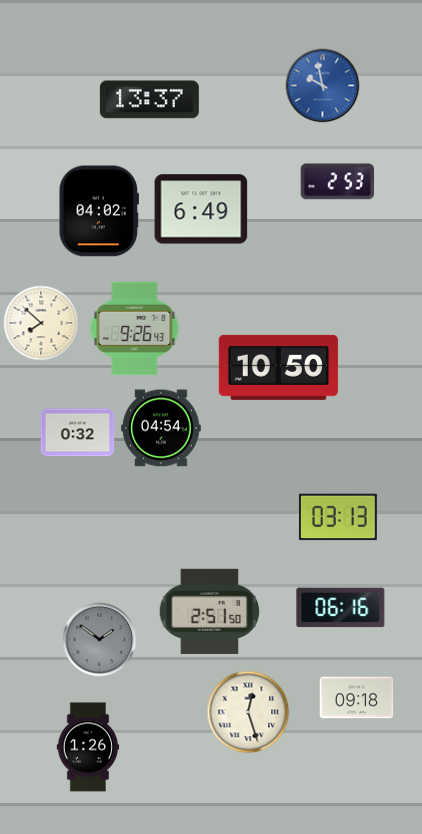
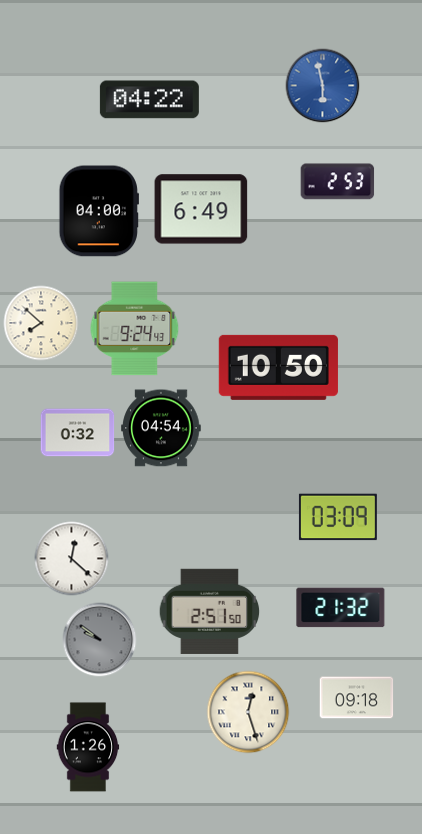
clock at (323, 86): 9:58 -> 5:58
clock at (149, 100): 13:37 -> 04:22
clock at (99, 211): 04:02 -> 04:00
clock at (135, 329): 9:26 -> 9:24
clock at (338, 517): 03:13 -> 03:09
clock at (72, 559): none -> 12:22
clock at (341, 608): 06:16 -> 21:32
clock at (100, 640): 1:51 -> 9:51
